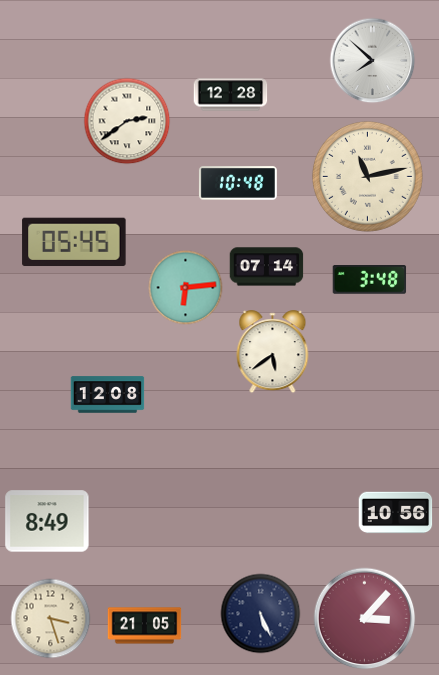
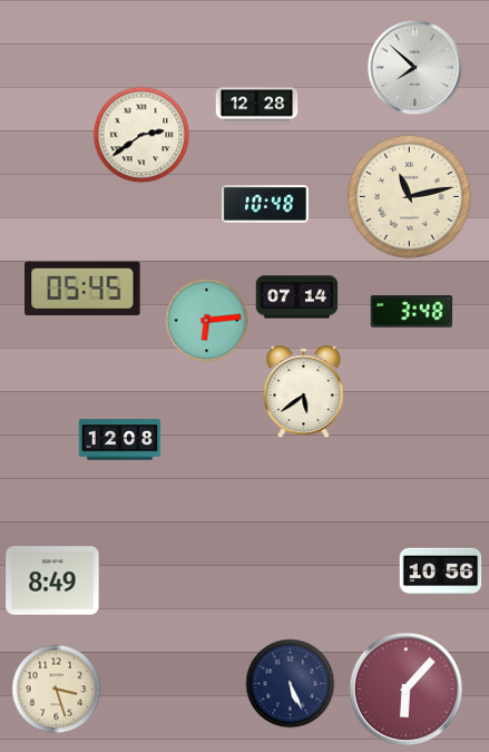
clock at (74, 242) position: (74, 242) -> (82, 289)
clock at (365, 619): 3:07 -> 6:07
clock at (145, 626): 21:05 -> none
